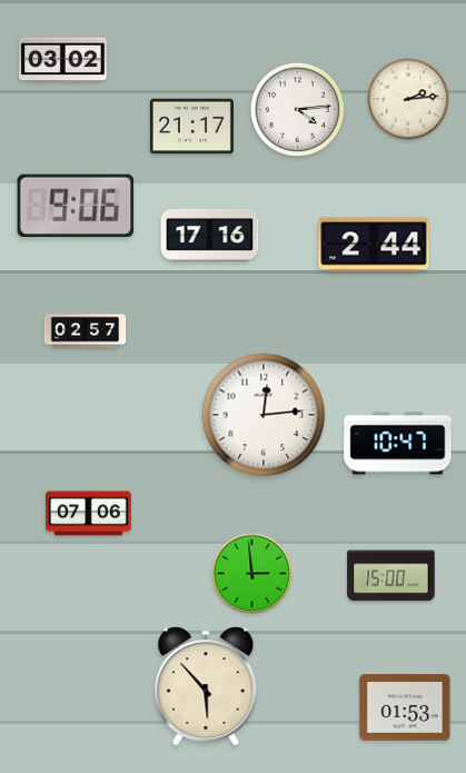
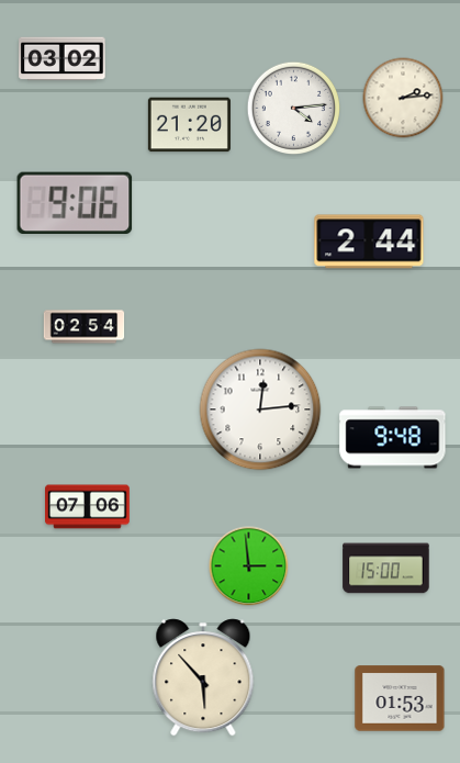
clock at (191, 127): 21:17 -> 21:20
clock at (210, 235): 17:16 -> none
clock at (86, 331): 02:57 -> 02:54
clock at (398, 444): 10:47 -> 9:48
